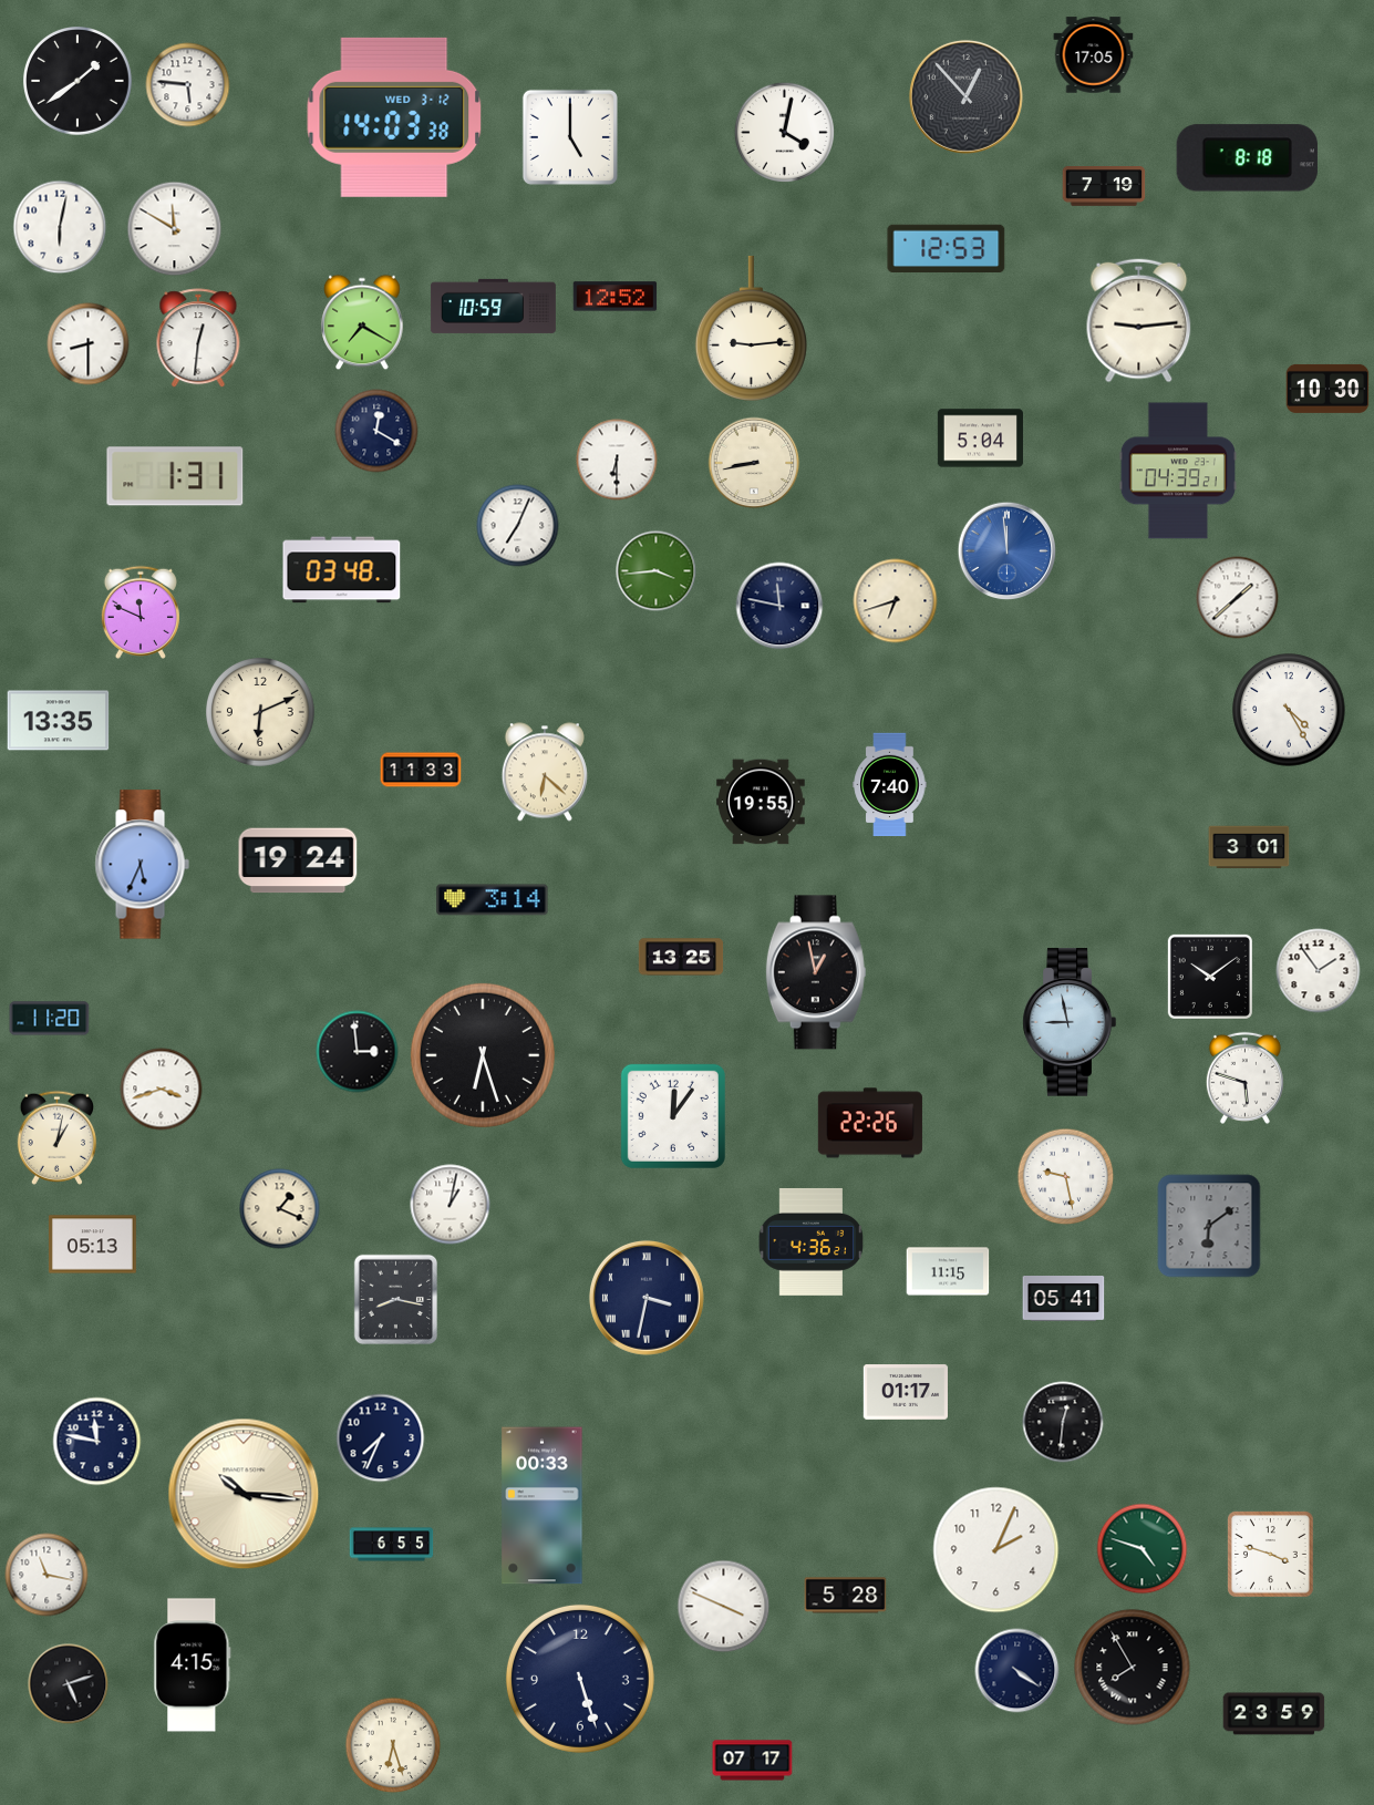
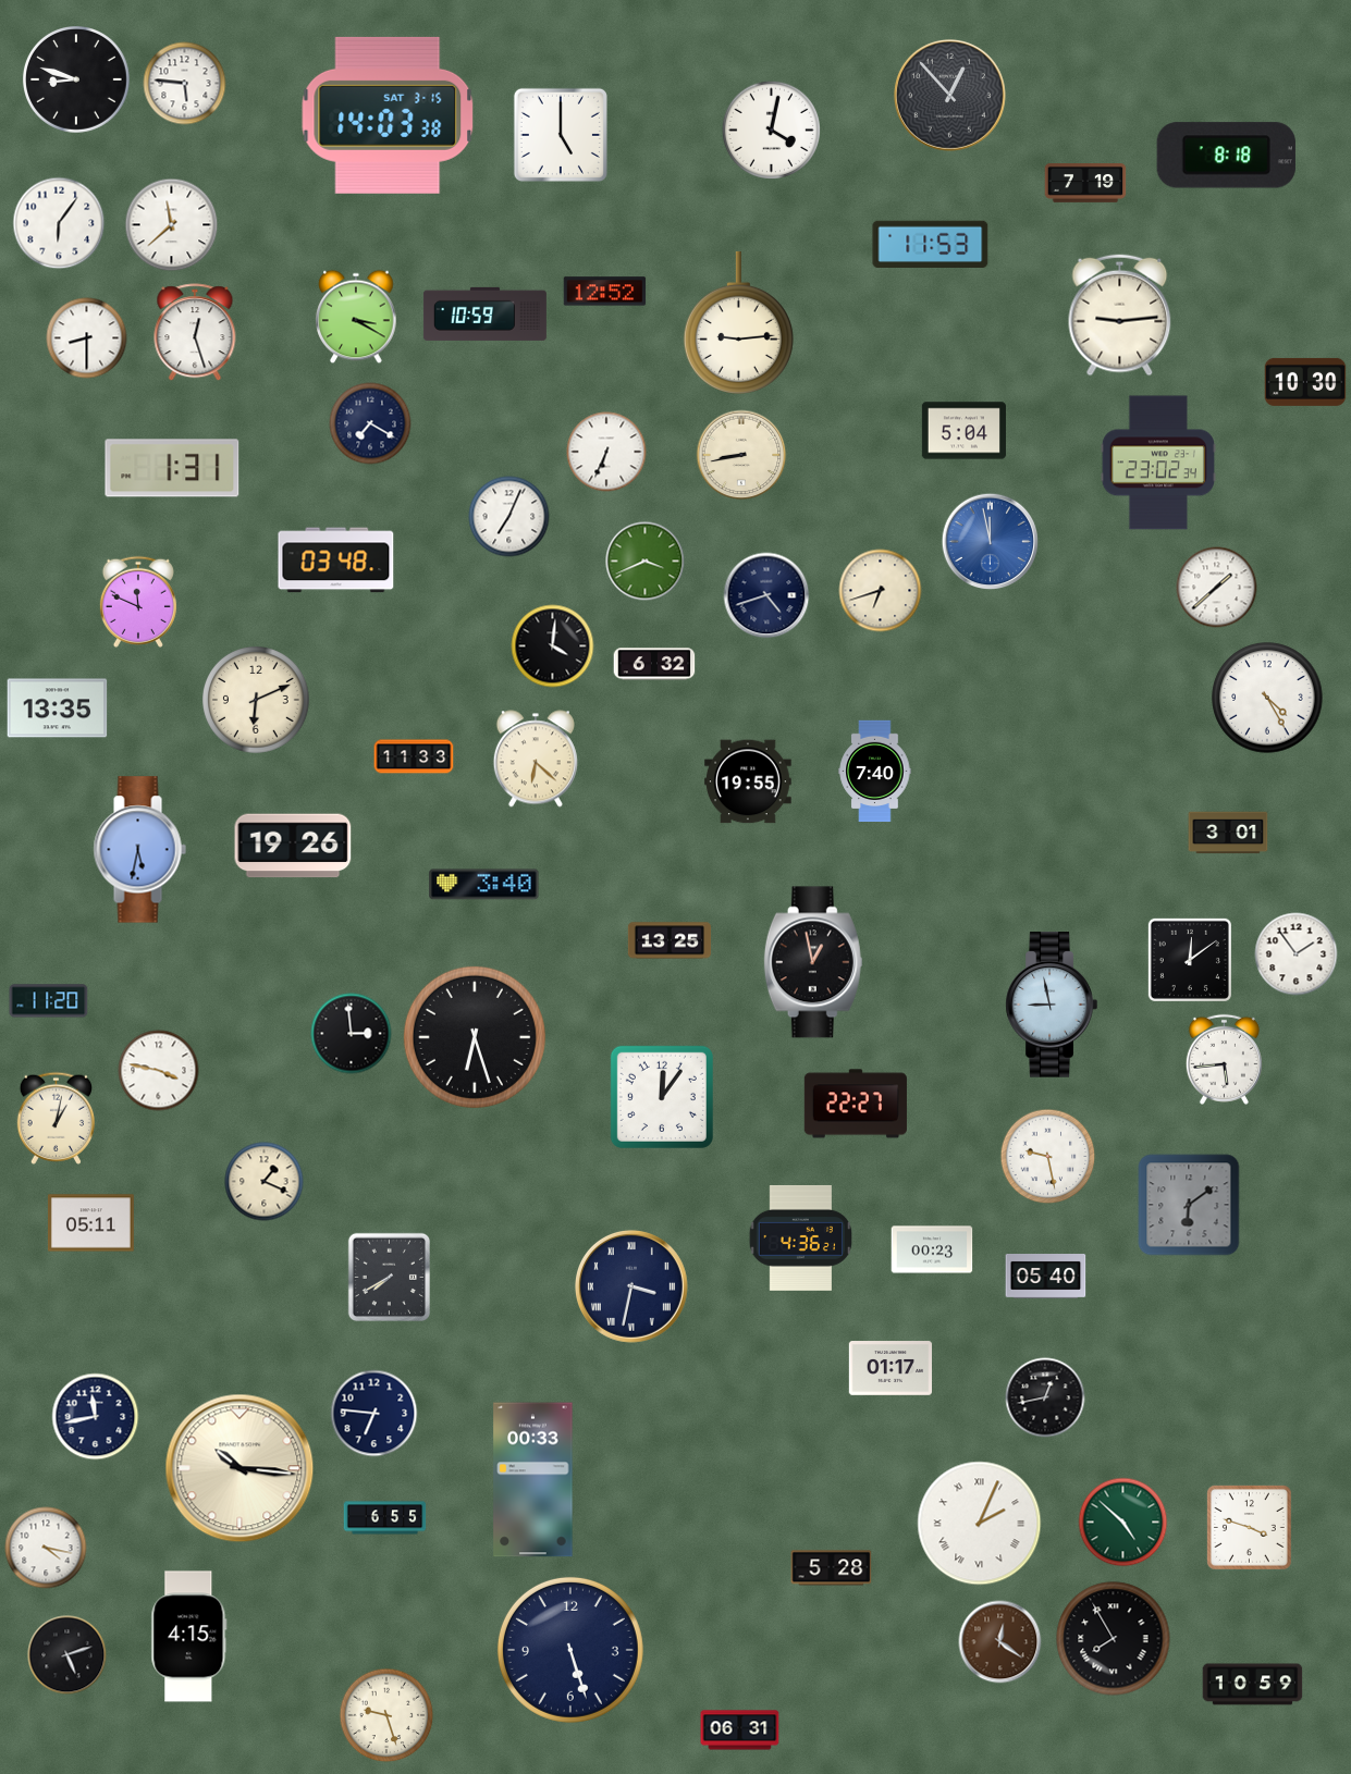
clock at (1094, 55): 17:05 -> none
clock at (79, 82): 1:39 -> 8:48
clock at (394, 117) date: WED 3-12 -> SAT 3-15
clock at (60, 227): 6:02 -> 6:06
clock at (175, 229): 11:50 -> 11:38
clock at (947, 248): 12:53 -> 11:53
clock at (493, 306) position: (493, 306) -> (484, 313)
clock at (362, 322): 7:20 -> 3:20
clock at (198, 339): 12:31 -> 12:27
clock at (376, 431): 12:20 -> 7:20
clock at (617, 460): 6:30 -> 6:34
clock at (1178, 471): 04:39 -> 23:02
clock at (1008, 551): 11:59 -> 11:58
clock at (657, 571): 3:44 -> 3:41
clock at (779, 606): 11:47 -> 4:42
clock at (553, 646): none -> 4:01
clock at (654, 664): none -> 6:32
clock at (762, 802) position: (762, 802) -> (749, 781)
clock at (298, 860): 19:24 -> 19:26
clock at (142, 865): 5:34 -> 5:32
clock at (493, 900): 3:14 -> 3:40
clock at (816, 972) position: (816, 972) -> (813, 962)
clock at (1210, 977): 10:09 -> 12:09
clock at (1244, 1077): 5:48 -> 5:44
clock at (162, 1090): 3:42 -> 3:47
clock at (870, 1123): 22:26 -> 22:27
clock at (451, 1205): 1:02 -> none
clock at (280, 1209) position: (280, 1209) -> (265, 1182)
clock at (812, 1241) position: (812, 1241) -> (801, 1237)
clock at (92, 1245): 05:13 -> 05:11
clock at (948, 1271): 11:15 -> 00:23
clock at (647, 1298) position: (647, 1298) -> (631, 1286)
clock at (395, 1299): 8:17 -> 7:40
clock at (1064, 1299): 05:41 -> 05:40
clock at (1063, 1422): 12:31 -> 12:43
clock at (381, 1438): 7:34 -> 6:46
clock at (97, 1442): 11:47 -> 11:43
clock at (1143, 1549): 4:48 -> 4:52
clock at (996, 1550) numerals: Arabic -> Roman
clock at (47, 1575): 11:17 -> 4:17
clock at (724, 1607): 3:49 -> none
clock at (1017, 1671): 4:21 -> 12:21
clock at (1017, 1671) dial: navy -> brown
clock at (1274, 1714): 23:59 -> 10:59
clock at (393, 1745): 6:27 -> 9:27
clock at (753, 1761): 07:17 -> 06:31
